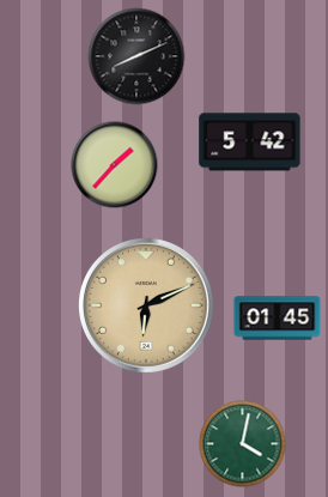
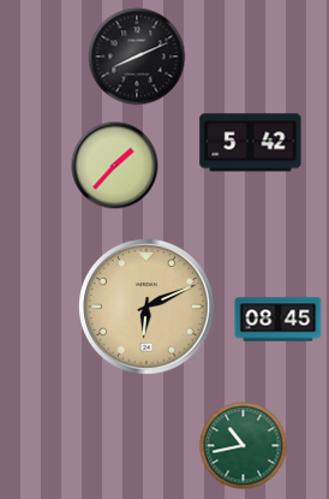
clock at (278, 319): 01:45 -> 08:45
clock at (243, 444): 4:02 -> 10:43
